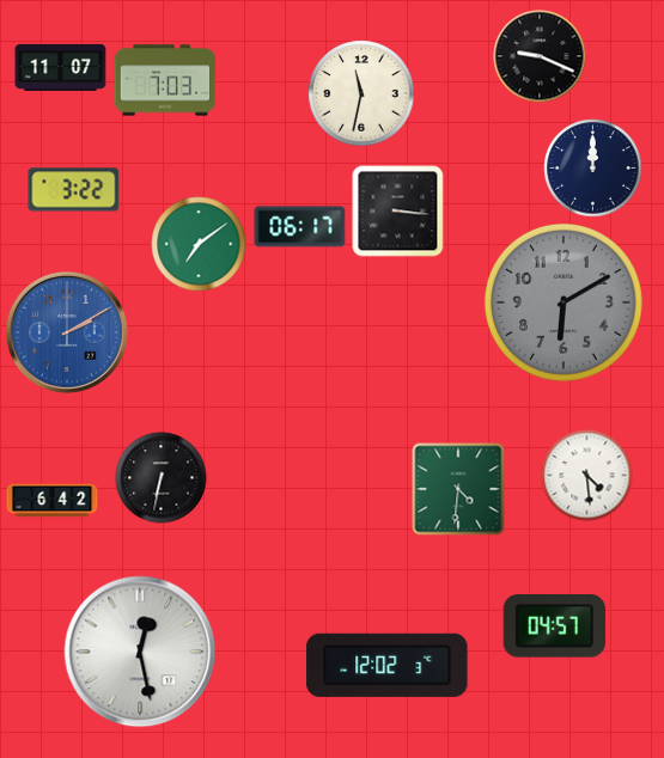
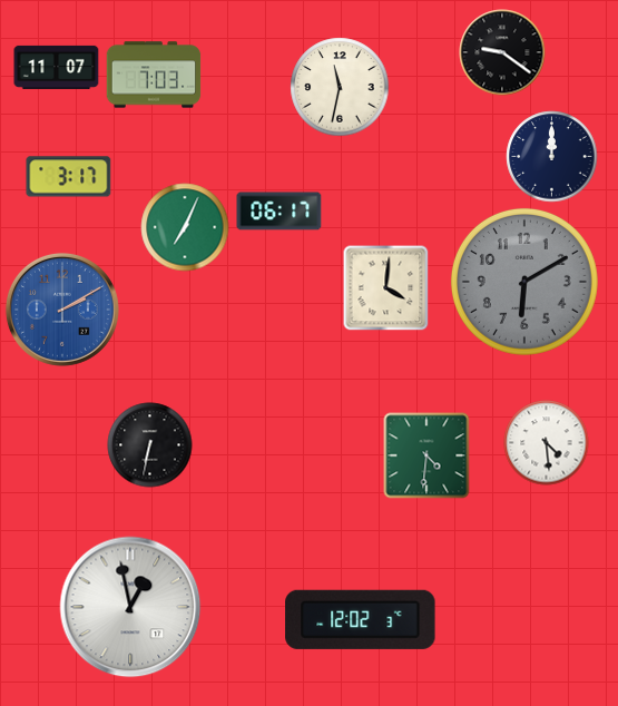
clock at (540, 56): 9:19 -> 9:21
clock at (61, 67) position: (61, 67) -> (57, 67)
clock at (361, 93) position: (361, 93) -> (340, 87)
clock at (74, 190): 3:22 -> 3:17
clock at (398, 212): 3:16 -> none
clock at (199, 244): 7:09 -> 7:04
clock at (385, 287): none -> 4:01
clock at (53, 501): 6:42 -> none
clock at (554, 626): 04:57 -> none
clock at (140, 652): 12:28 -> 12:58
